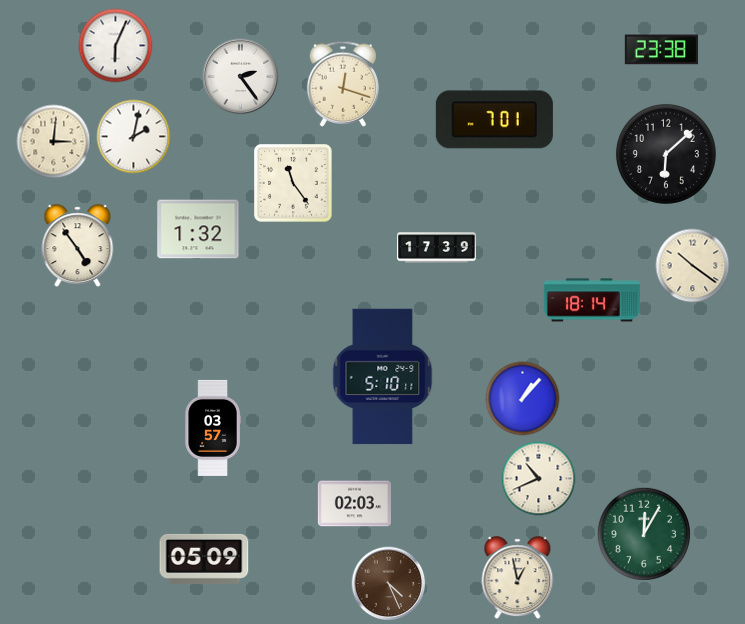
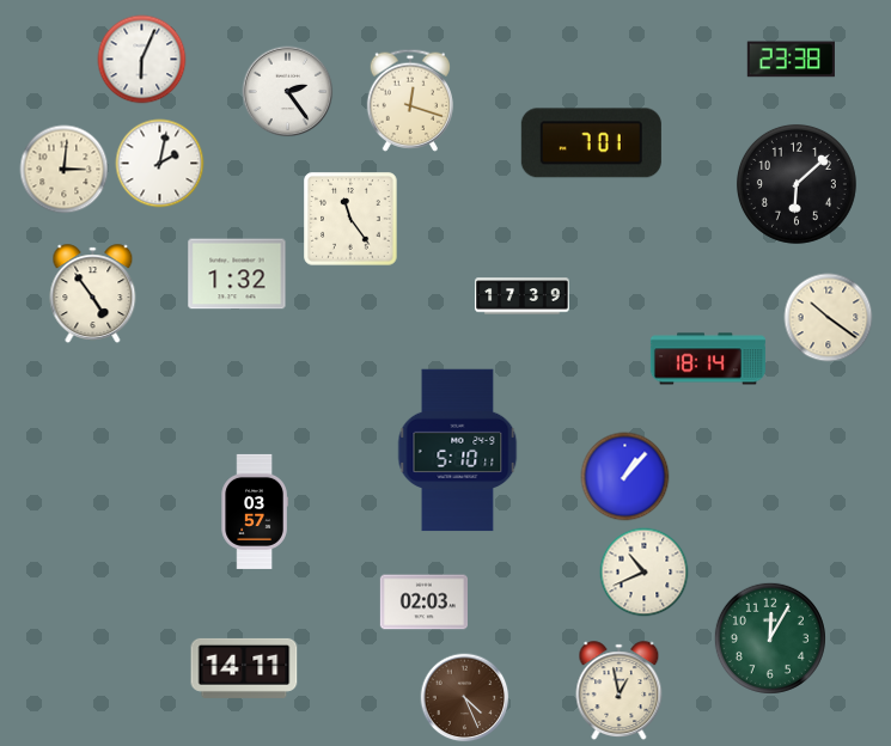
clock at (116, 46) position: (116, 46) -> (142, 60)
clock at (204, 559): 05:09 -> 14:11
